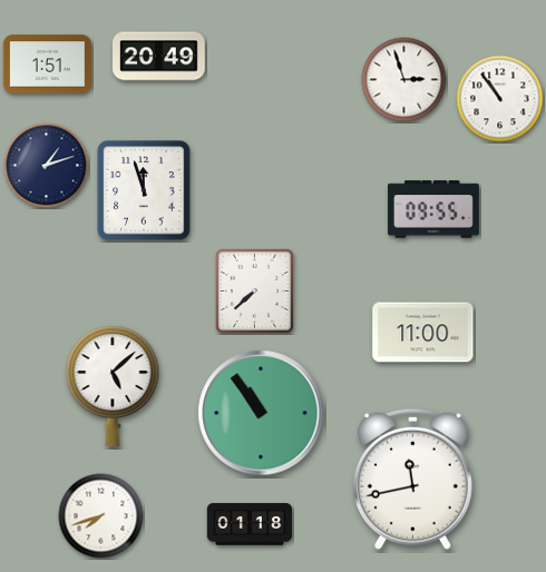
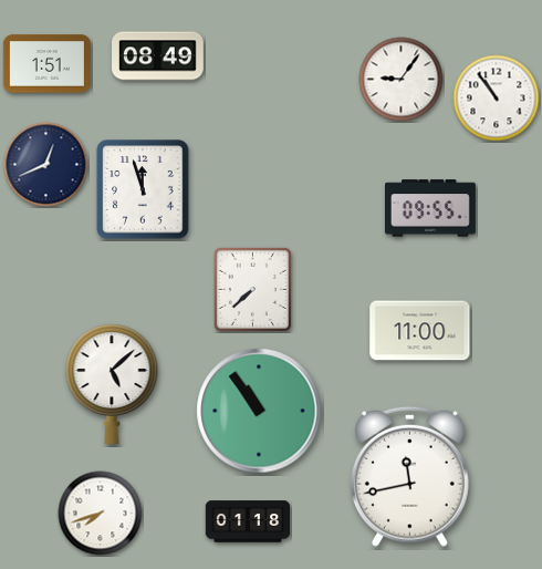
clock at (159, 57): 20:49 -> 08:49
clock at (404, 80): 2:57 -> 9:06
clock at (47, 166): 1:12 -> 12:41
